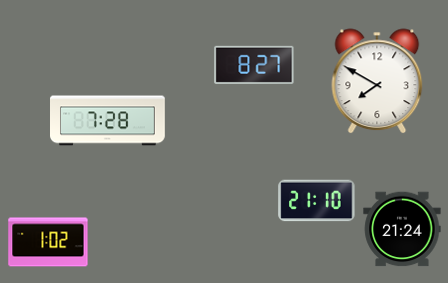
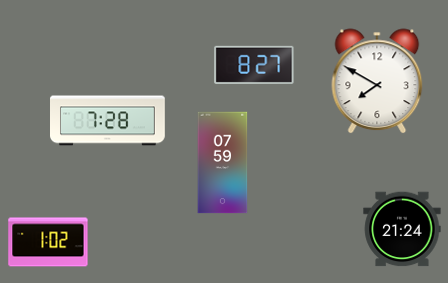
clock at (223, 163): none -> 07:59
clock at (317, 201): 21:10 -> none
